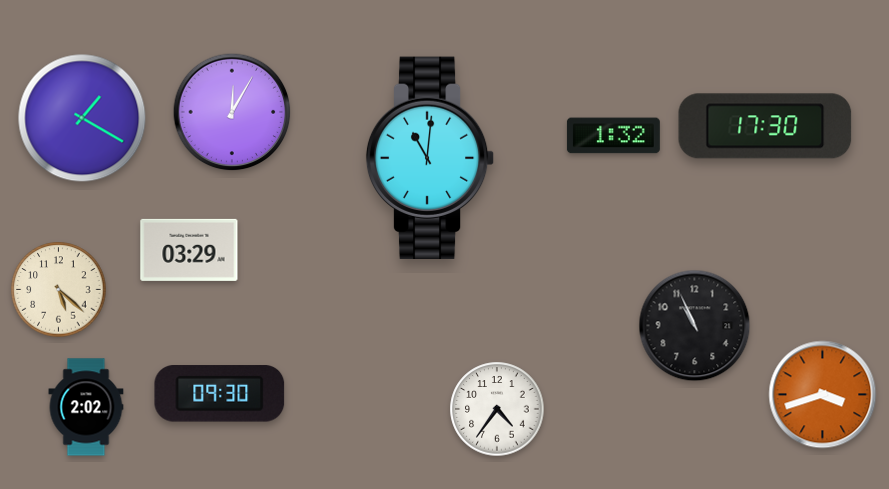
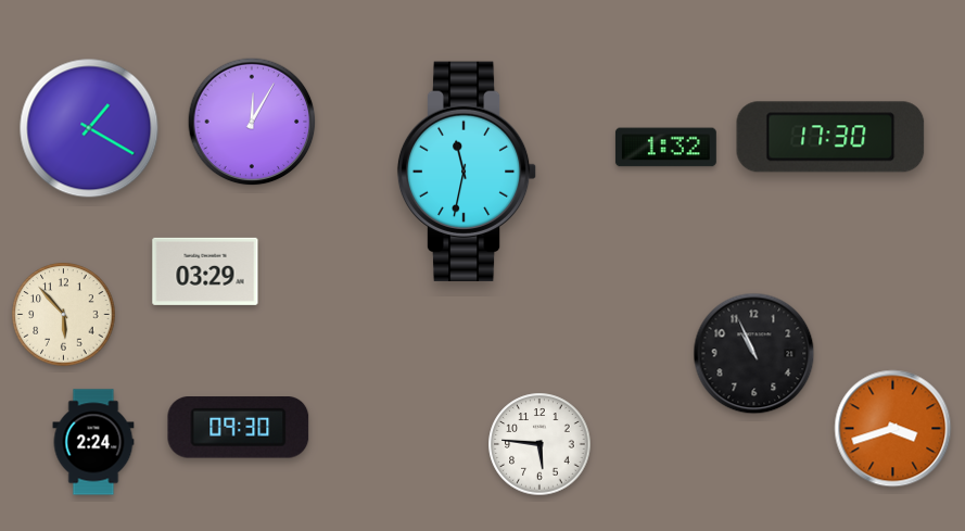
clock at (430, 157): 11:01 -> 11:32
clock at (59, 290): 5:22 -> 5:53
clock at (86, 407): 2:02 -> 2:24
clock at (497, 409): 4:36 -> 5:46
